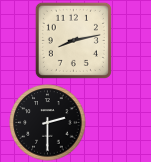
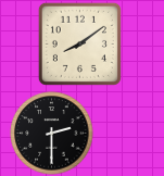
clock at (73, 40): 8:13 -> 8:09
